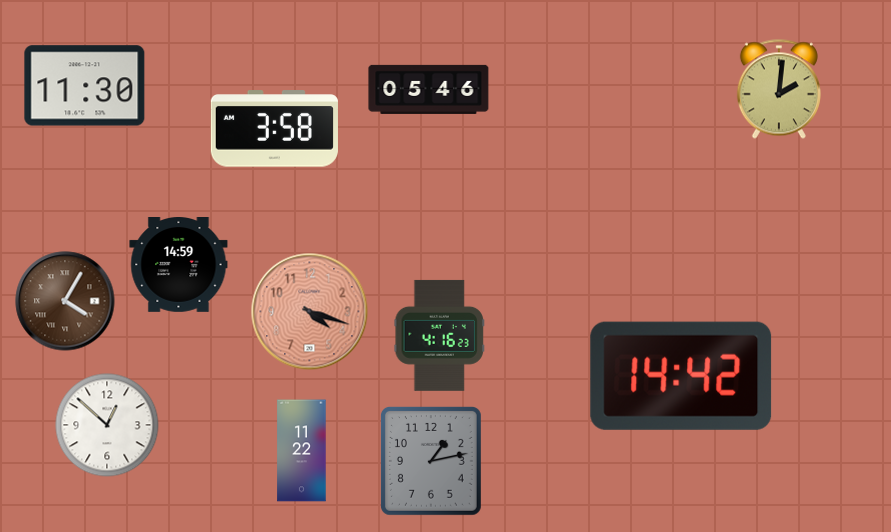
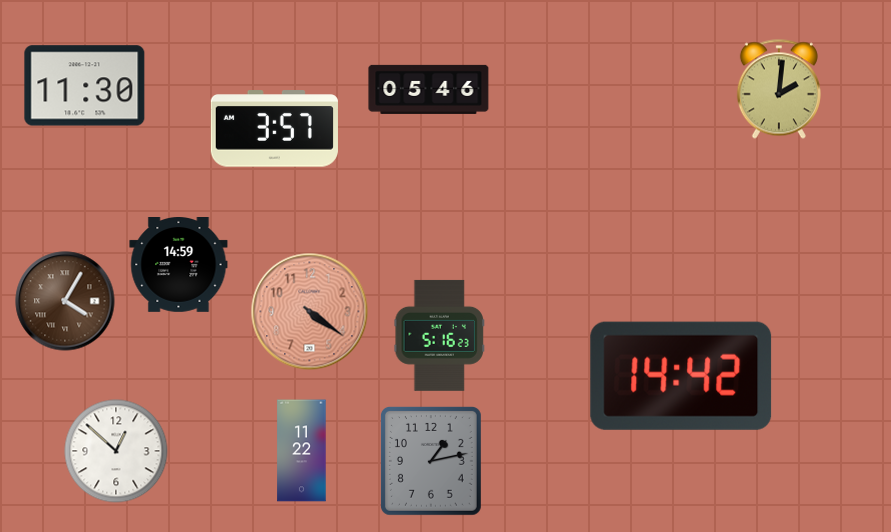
clock at (274, 129): 3:58 -> 3:57
clock at (310, 312): 4:18 -> 4:21
clock at (439, 335): 4:16 -> 5:16
clock at (107, 425) position: (107, 425) -> (116, 451)
